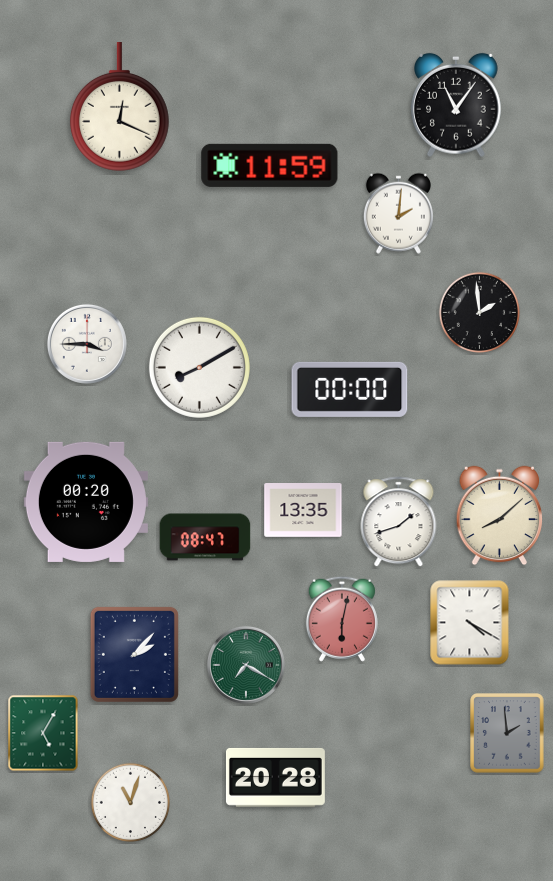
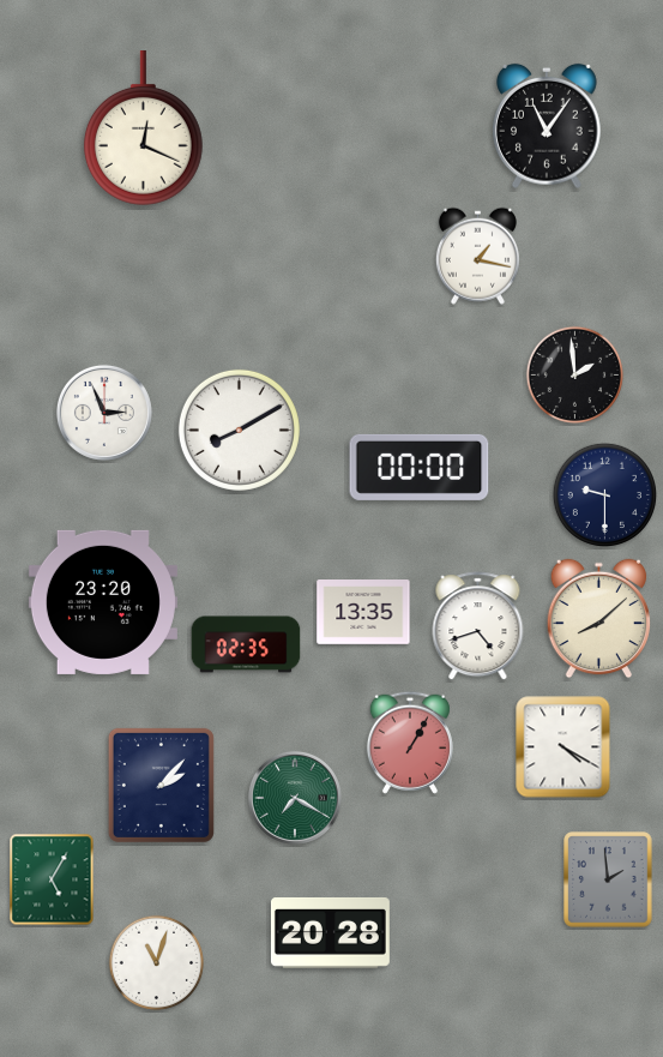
clock at (270, 165): 11:59 -> none
clock at (398, 213): 2:01 -> 1:17
clock at (87, 344): 3:45 -> 2:56
clock at (199, 367) position: (199, 367) -> (239, 430)
clock at (604, 494): none -> 9:30
clock at (86, 502): 00:20 -> 23:20
clock at (399, 522): 1:42 -> 4:42
clock at (205, 537): 08:47 -> 02:35
clock at (342, 619): 6:02 -> 1:05
